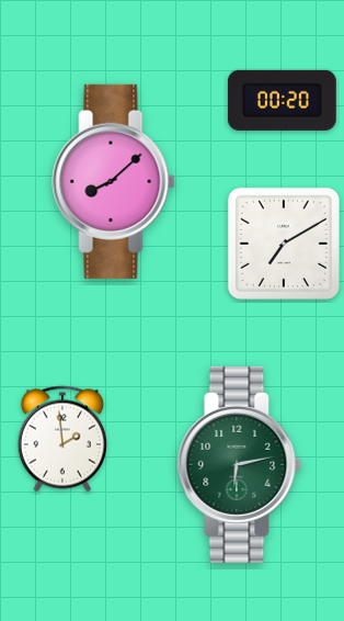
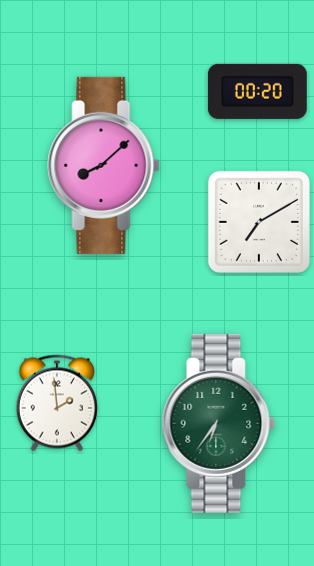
clock at (62, 439) position: (62, 439) -> (57, 403)
clock at (240, 464): 6:13 -> 6:36
